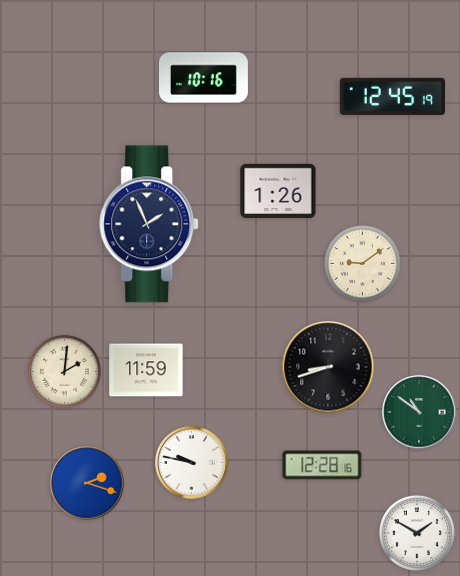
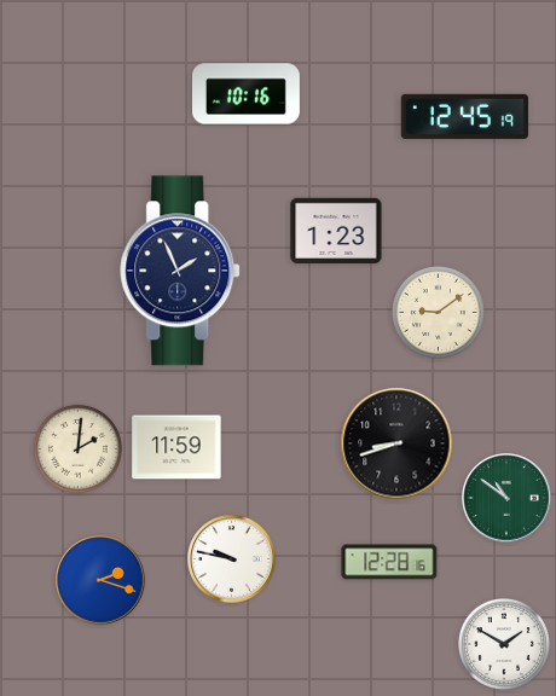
clock at (392, 96) position: (392, 96) -> (464, 116)
clock at (278, 190): 1:26 -> 1:23
clock at (362, 263) position: (362, 263) -> (438, 312)
clock at (87, 483) position: (87, 483) -> (100, 580)
